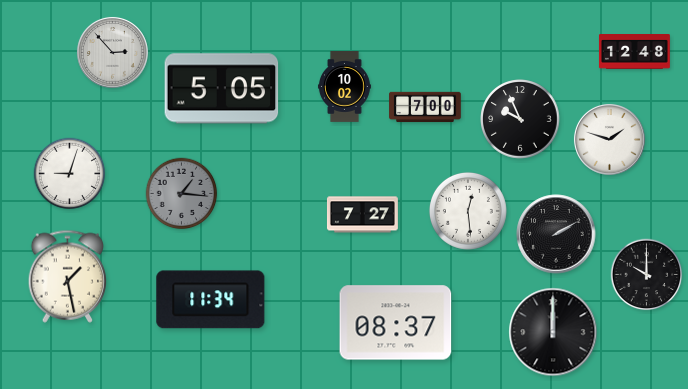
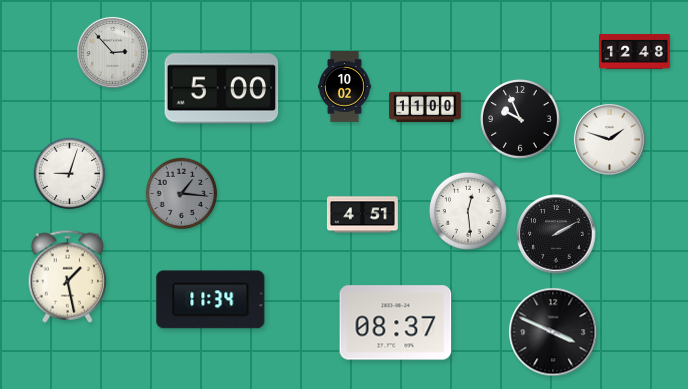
clock at (222, 89): 5:05 -> 5:00
clock at (425, 107): 7:00 -> 11:00
clock at (362, 215): 7:27 -> 4:51
clock at (647, 275): 10:00 -> none
clock at (553, 332): 12:00 -> 3:49
